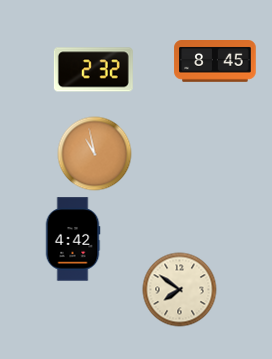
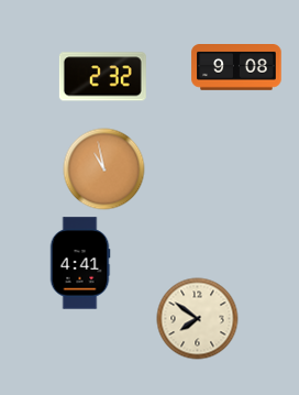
clock at (215, 62): 8:45 -> 9:08
clock at (73, 239): 4:42 -> 4:41
